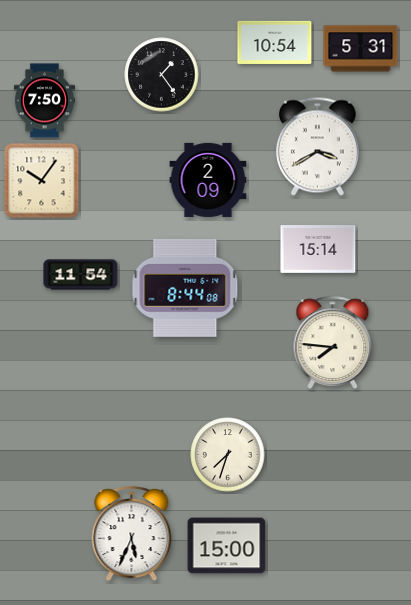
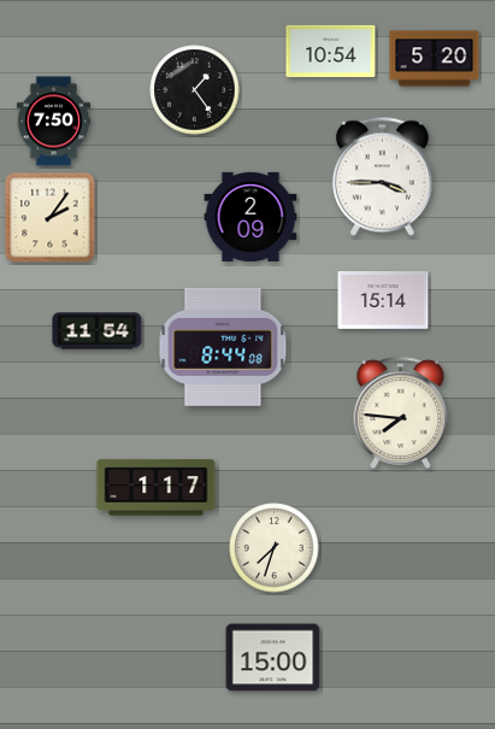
clock at (361, 49): 5:31 -> 5:20
clock at (317, 147): 3:40 -> 3:45
clock at (42, 181): 10:06 -> 2:06
clock at (157, 488): none -> 1:17
clock at (132, 535): 5:34 -> none
